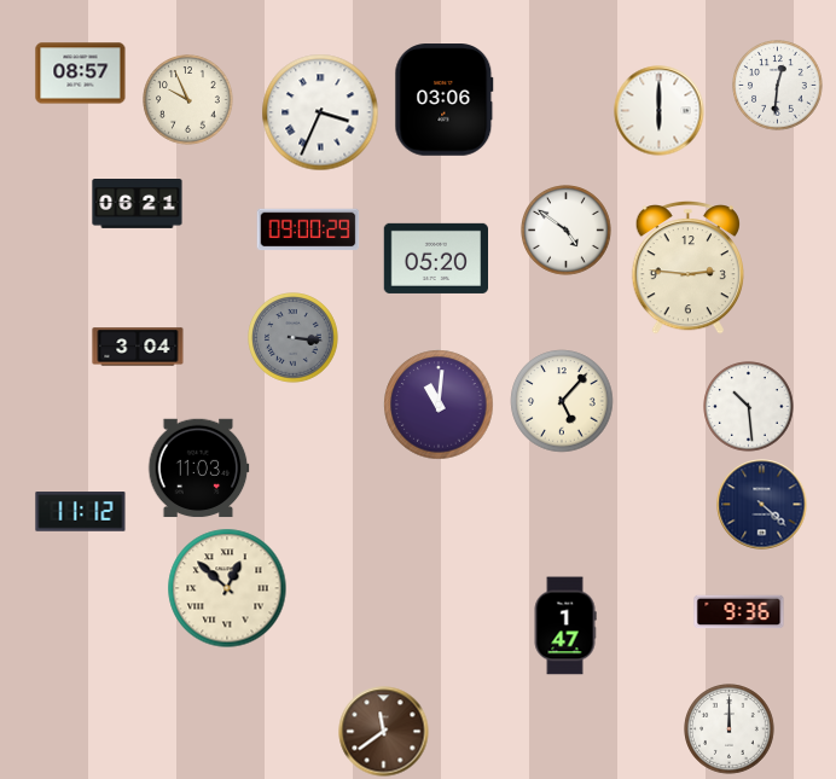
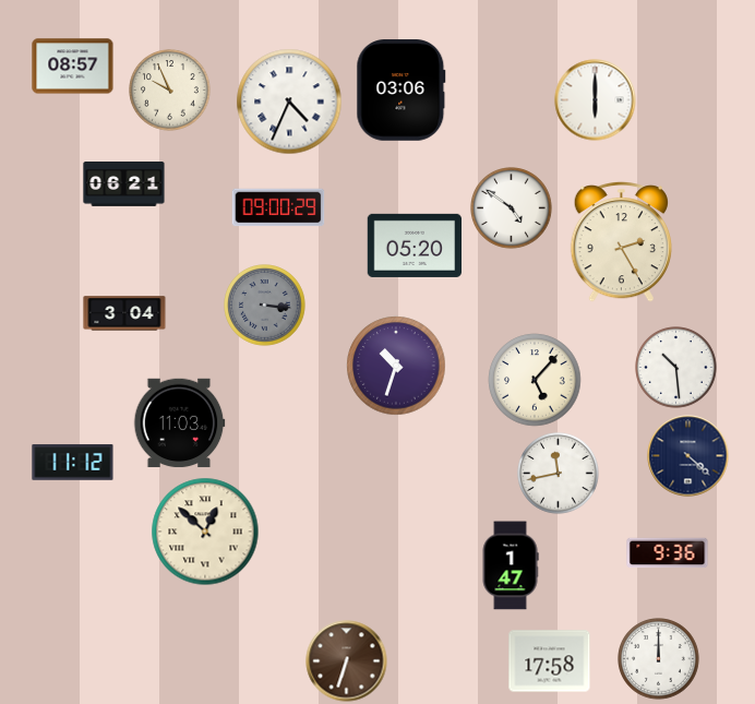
clock at (778, 86): 12:31 -> none
clock at (320, 112): 3:34 -> 4:34
clock at (435, 258) position: (435, 258) -> (414, 246)
clock at (687, 268): 2:46 -> 2:25
clock at (562, 401) position: (562, 401) -> (535, 380)
clock at (439, 405): 11:01 -> 10:33
clock at (559, 474): none -> 11:43
clock at (384, 732): 11:39 -> 6:33
clock at (550, 661): none -> 17:58
